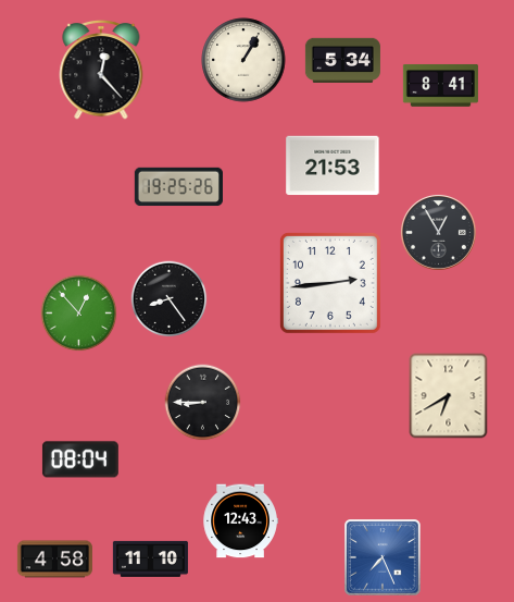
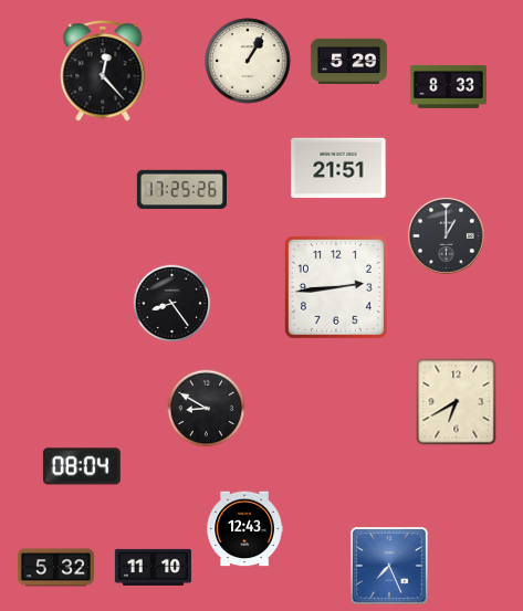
clock at (342, 60): 5:34 -> 5:29
clock at (440, 86): 8:41 -> 8:33
clock at (333, 165): 21:53 -> 21:51
clock at (178, 187): 19:25 -> 17:25
clock at (438, 232): 12:55 -> 1:00
clock at (79, 314): 12:53 -> none
clock at (203, 403): 8:45 -> 8:50
clock at (54, 560): 4:58 -> 5:32
